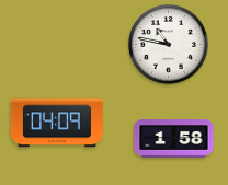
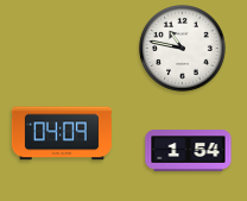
clock at (174, 139): 1:58 -> 1:54
